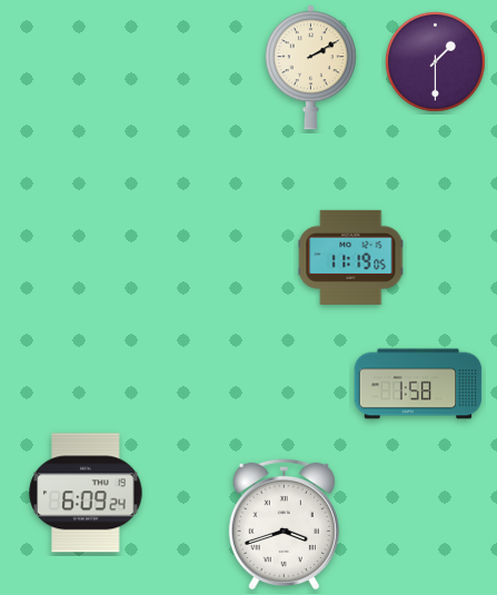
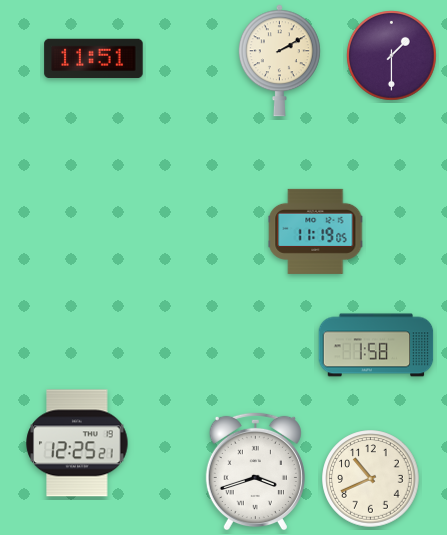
clock at (94, 59): none -> 11:51
clock at (86, 493): 6:09 -> 12:25
clock at (371, 479): none -> 10:41
